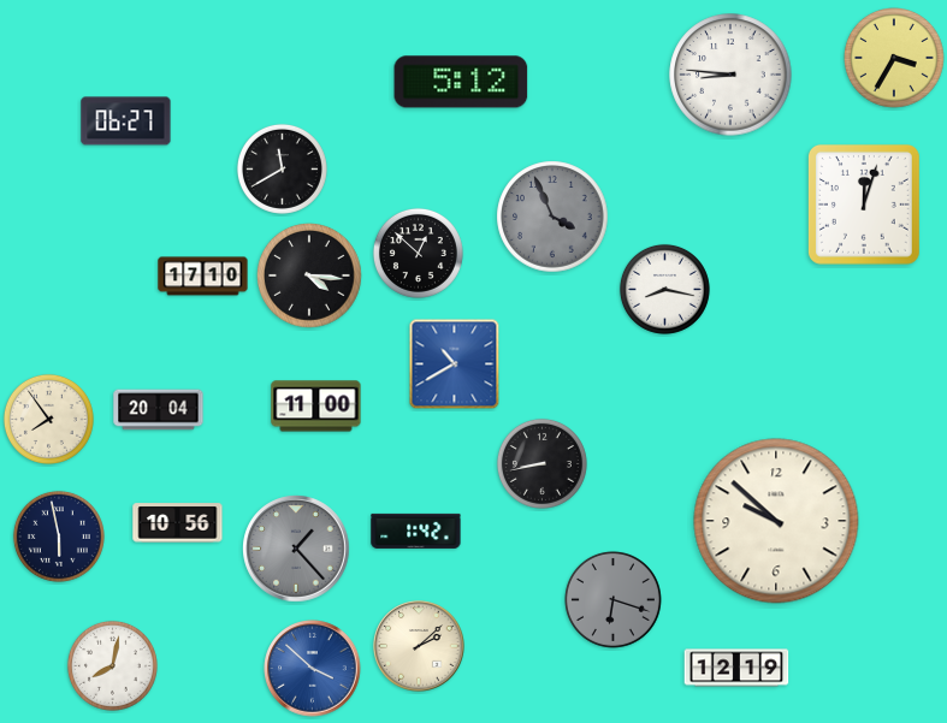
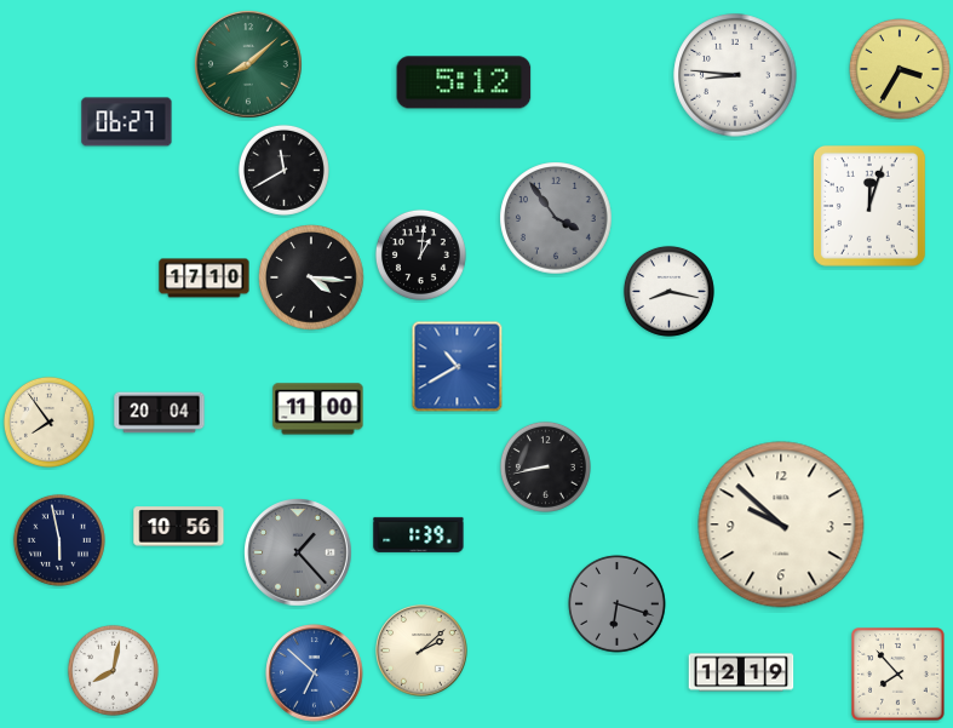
clock at (895, 59) position: (895, 59) -> (901, 70)
clock at (248, 64): none -> 8:08
clock at (552, 217): 3:56 -> 3:54
clock at (418, 253): 12:52 -> 1:01
clock at (416, 531): 1:42 -> 1:39
clock at (313, 669): 3:52 -> 6:52
clock at (899, 675): none -> 7:53
